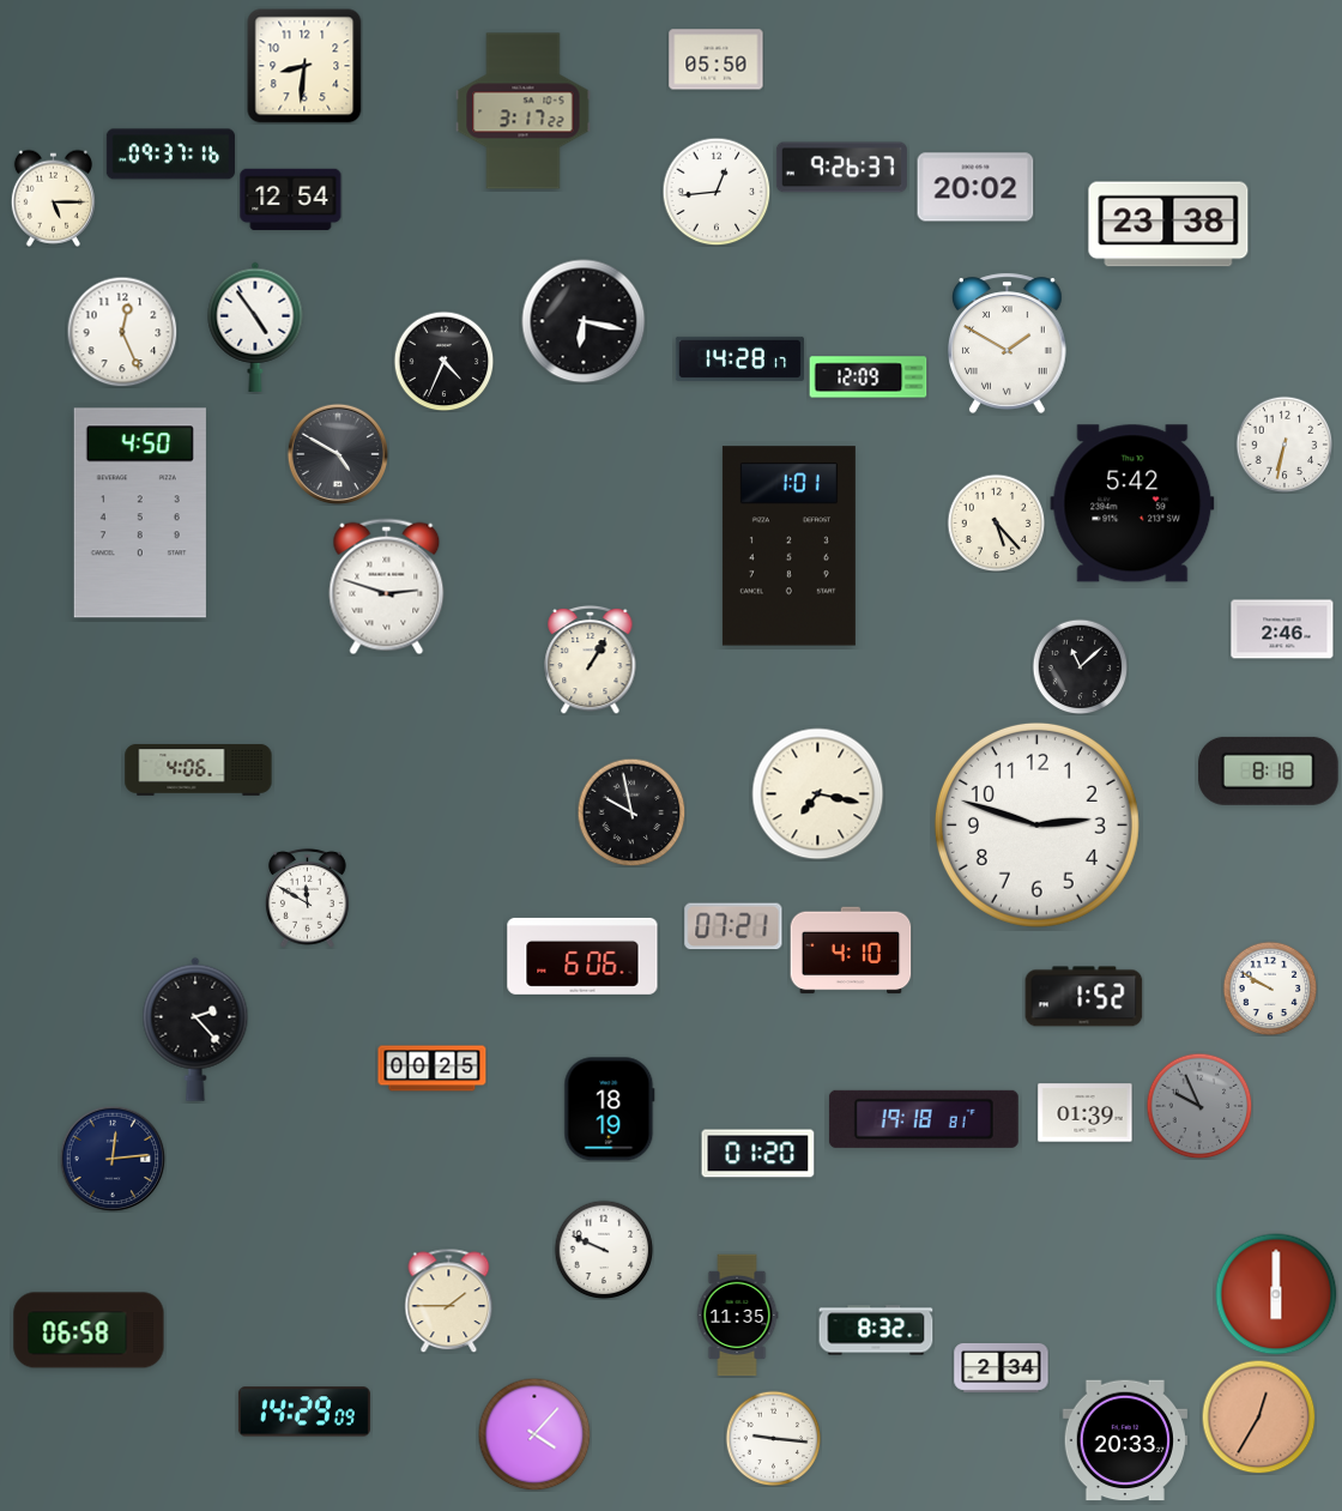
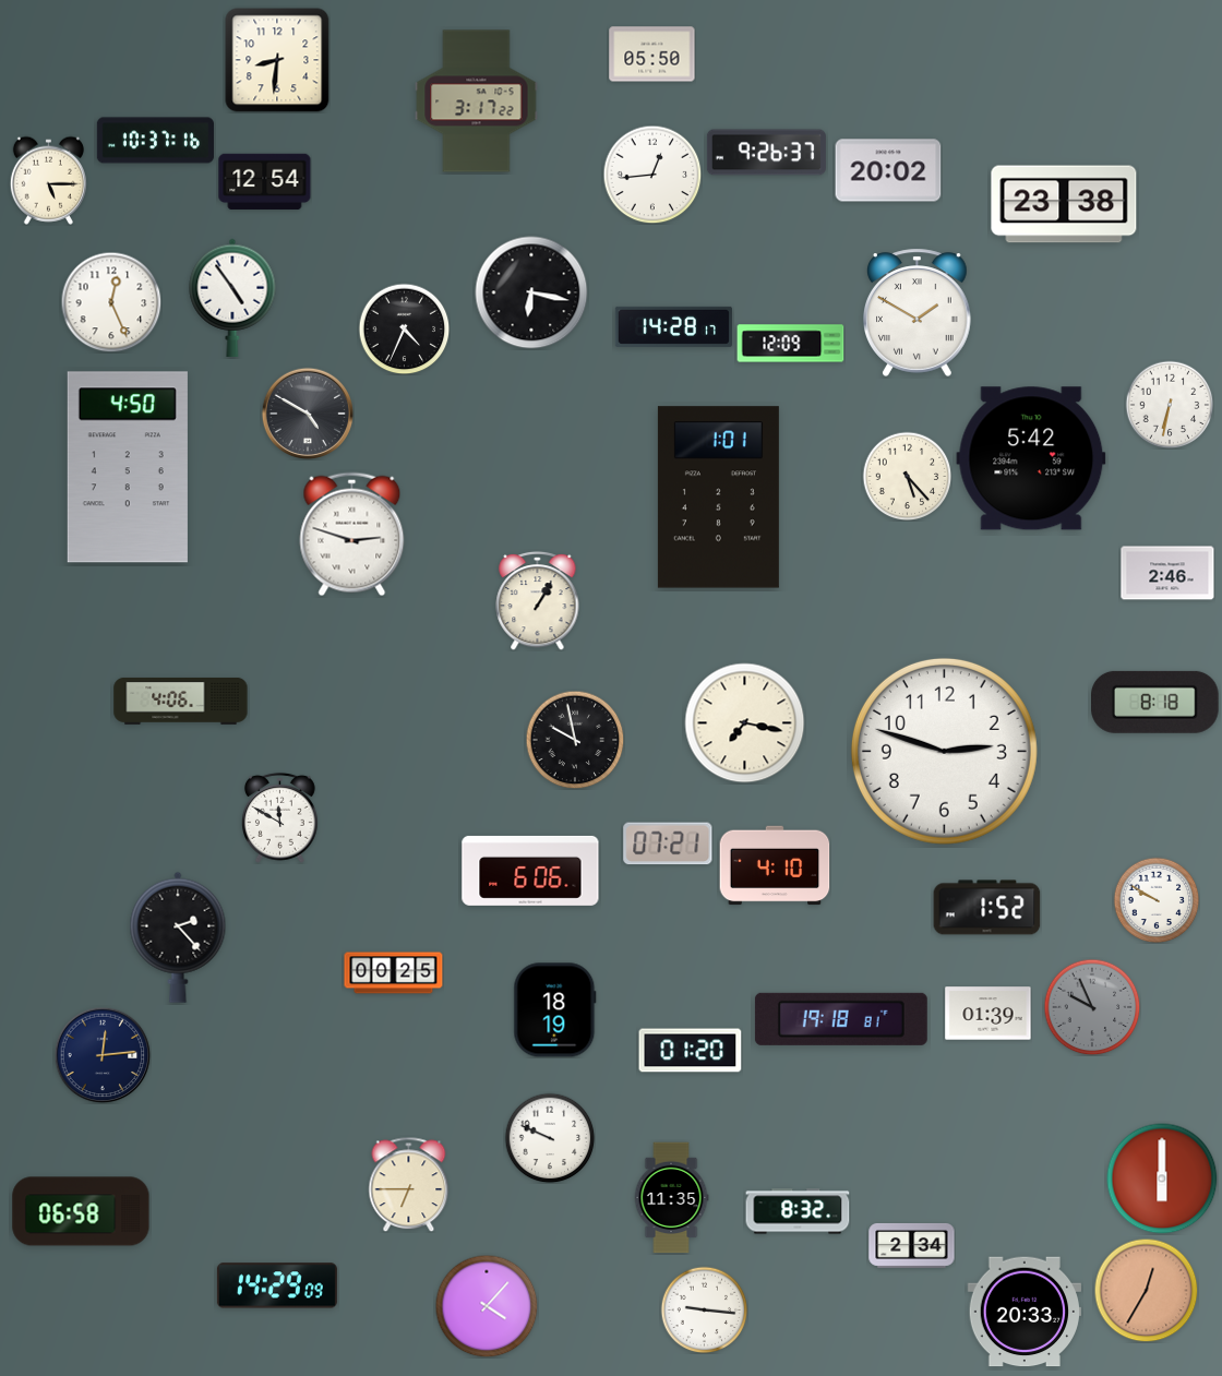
clock at (170, 155): 09:37 -> 10:37
clock at (1080, 666): 11:08 -> none
clock at (449, 1300): 1:45 -> 6:45
